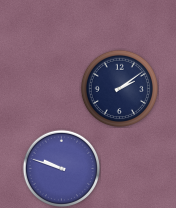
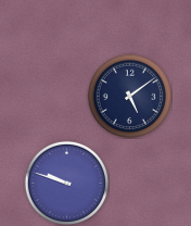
clock at (119, 88): 2:09 -> 5:09
